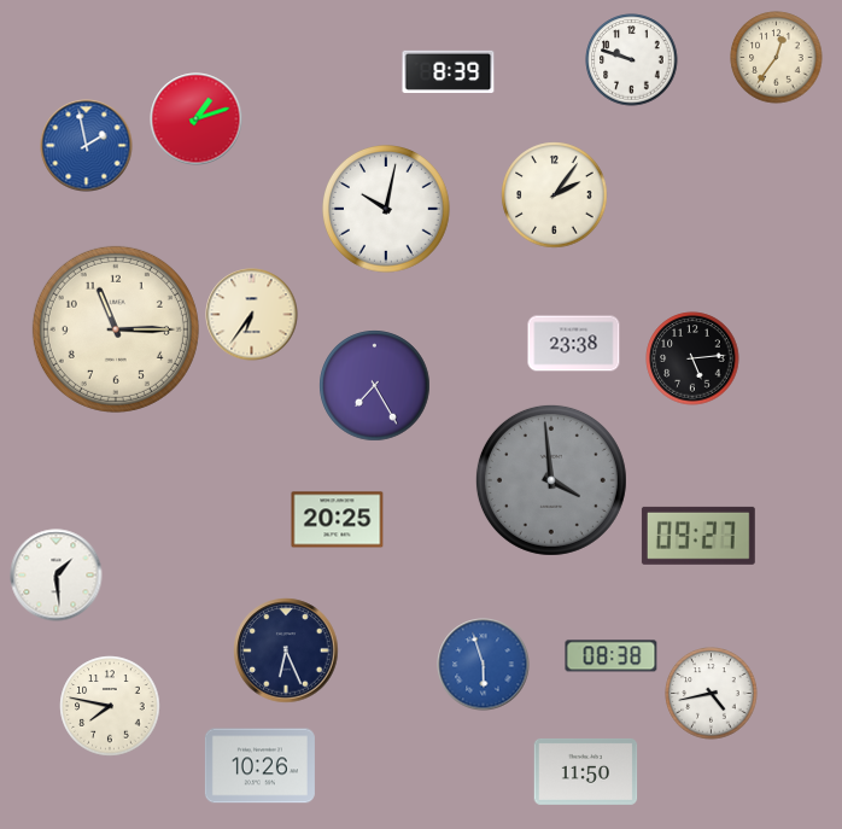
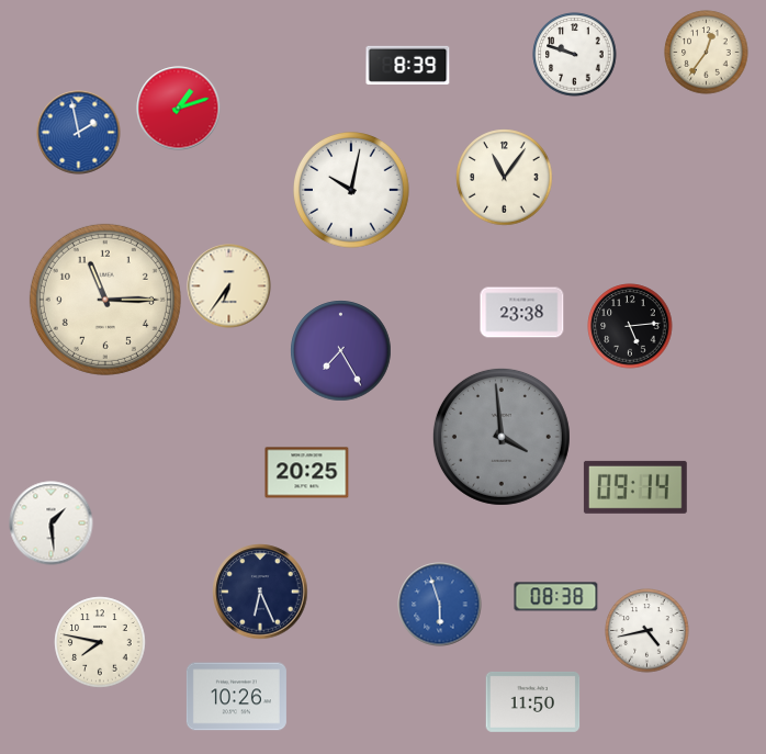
clock at (555, 195): 2:06 -> 11:06
clock at (698, 536): 09:27 -> 09:14
